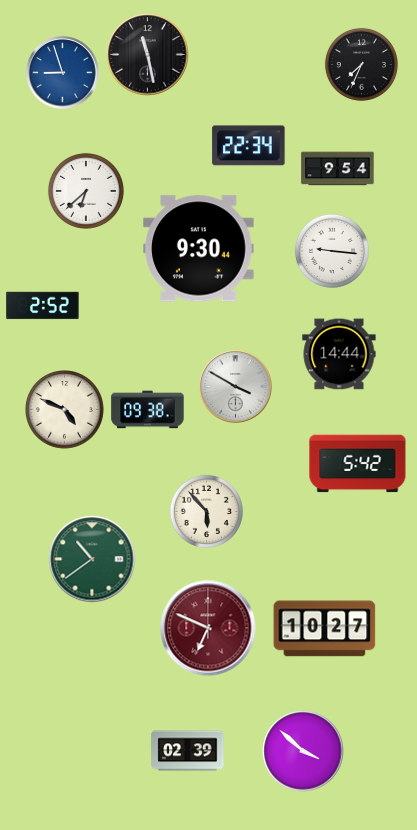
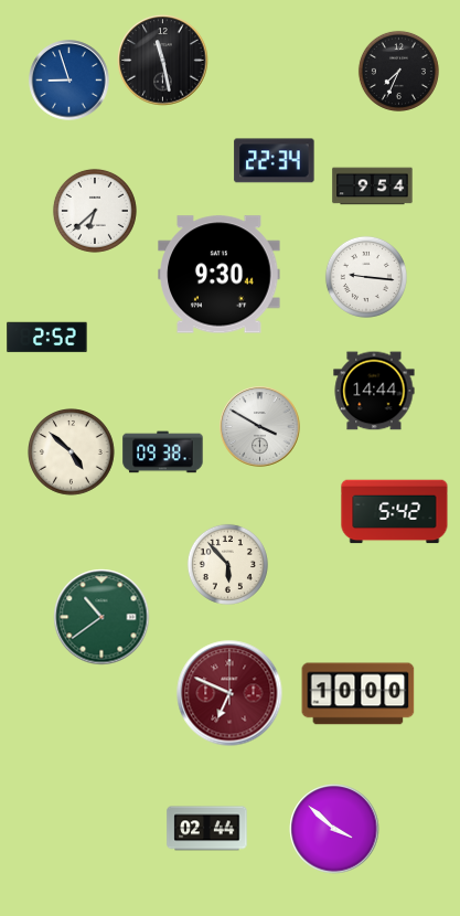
clock at (65, 410): 4:49 -> 4:52
clock at (325, 629): 10:27 -> 10:00
clock at (188, 751): 02:39 -> 02:44
